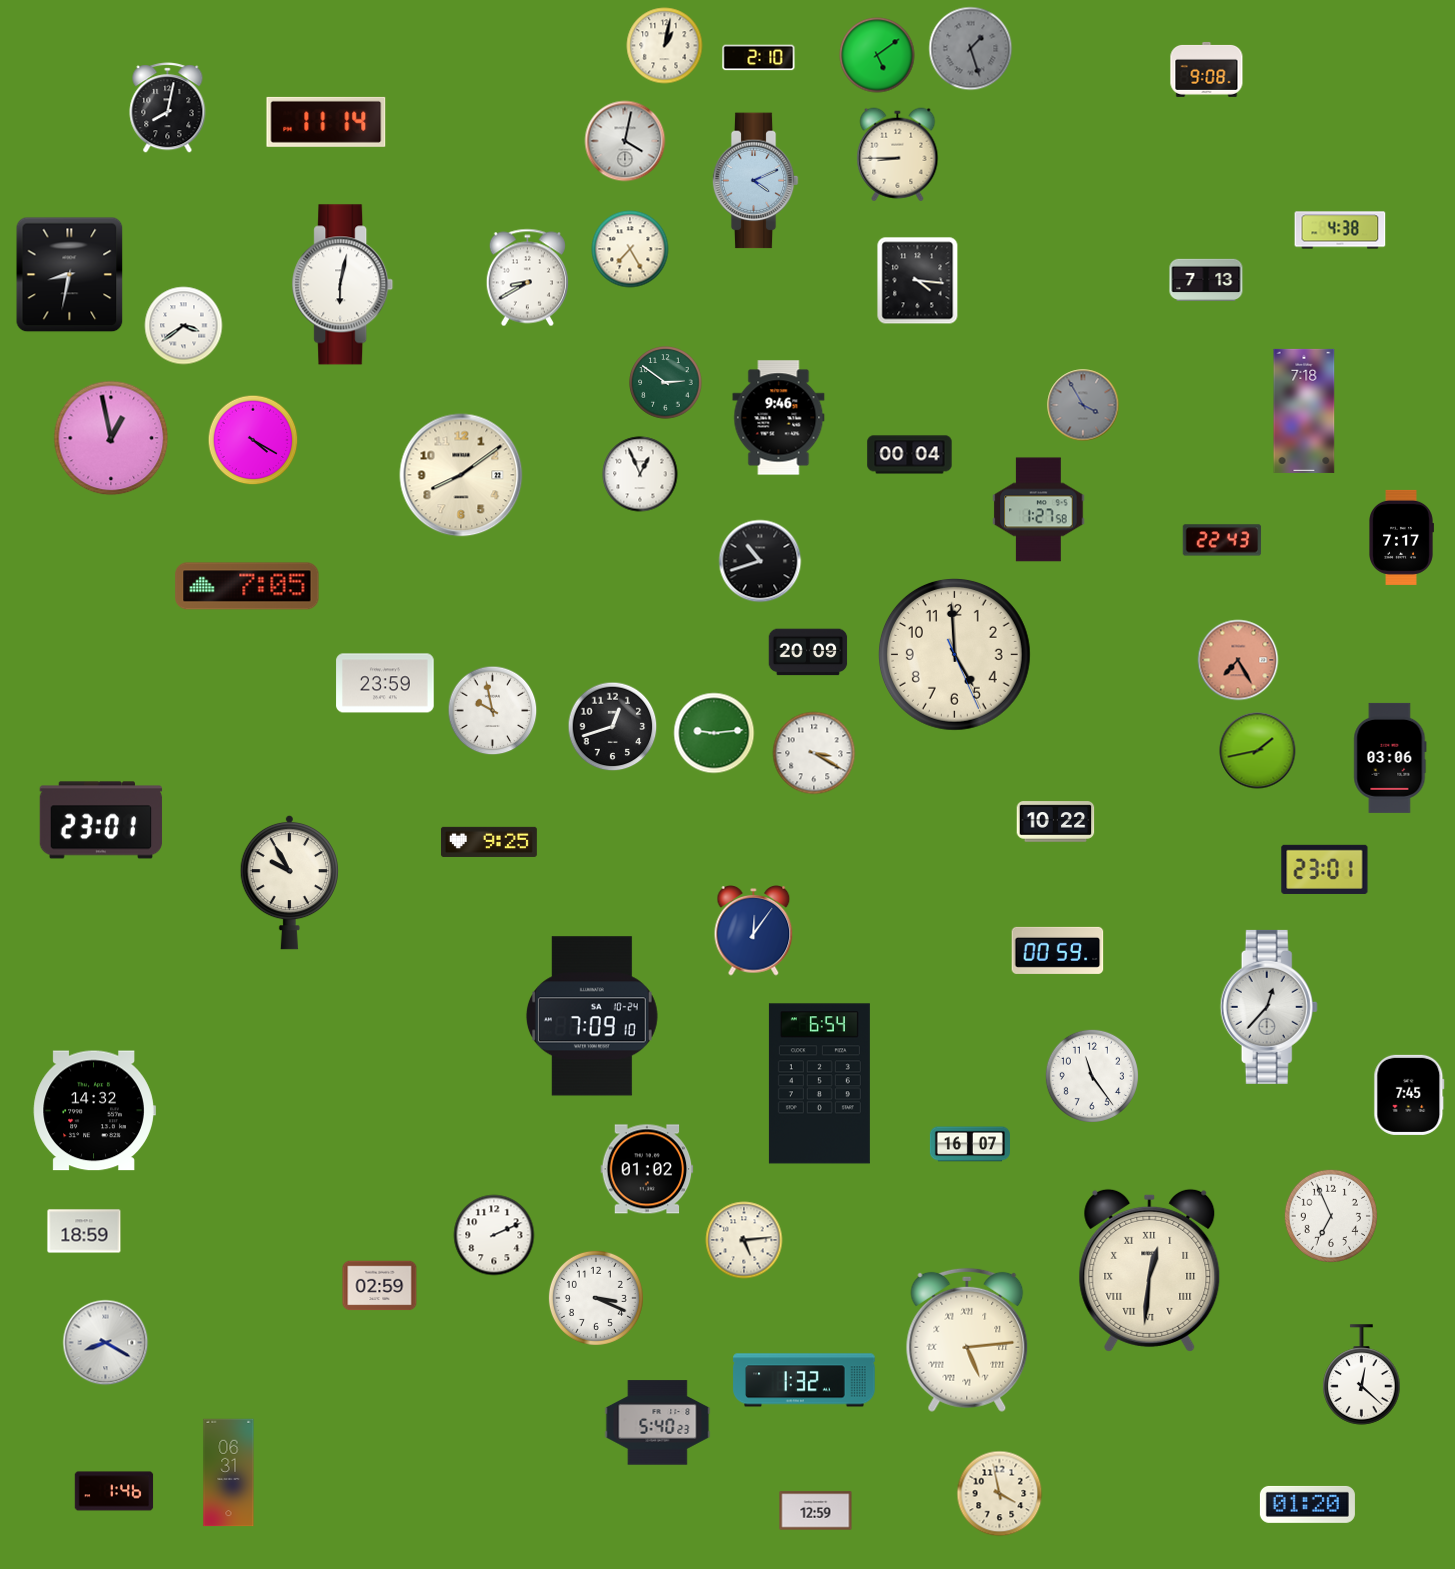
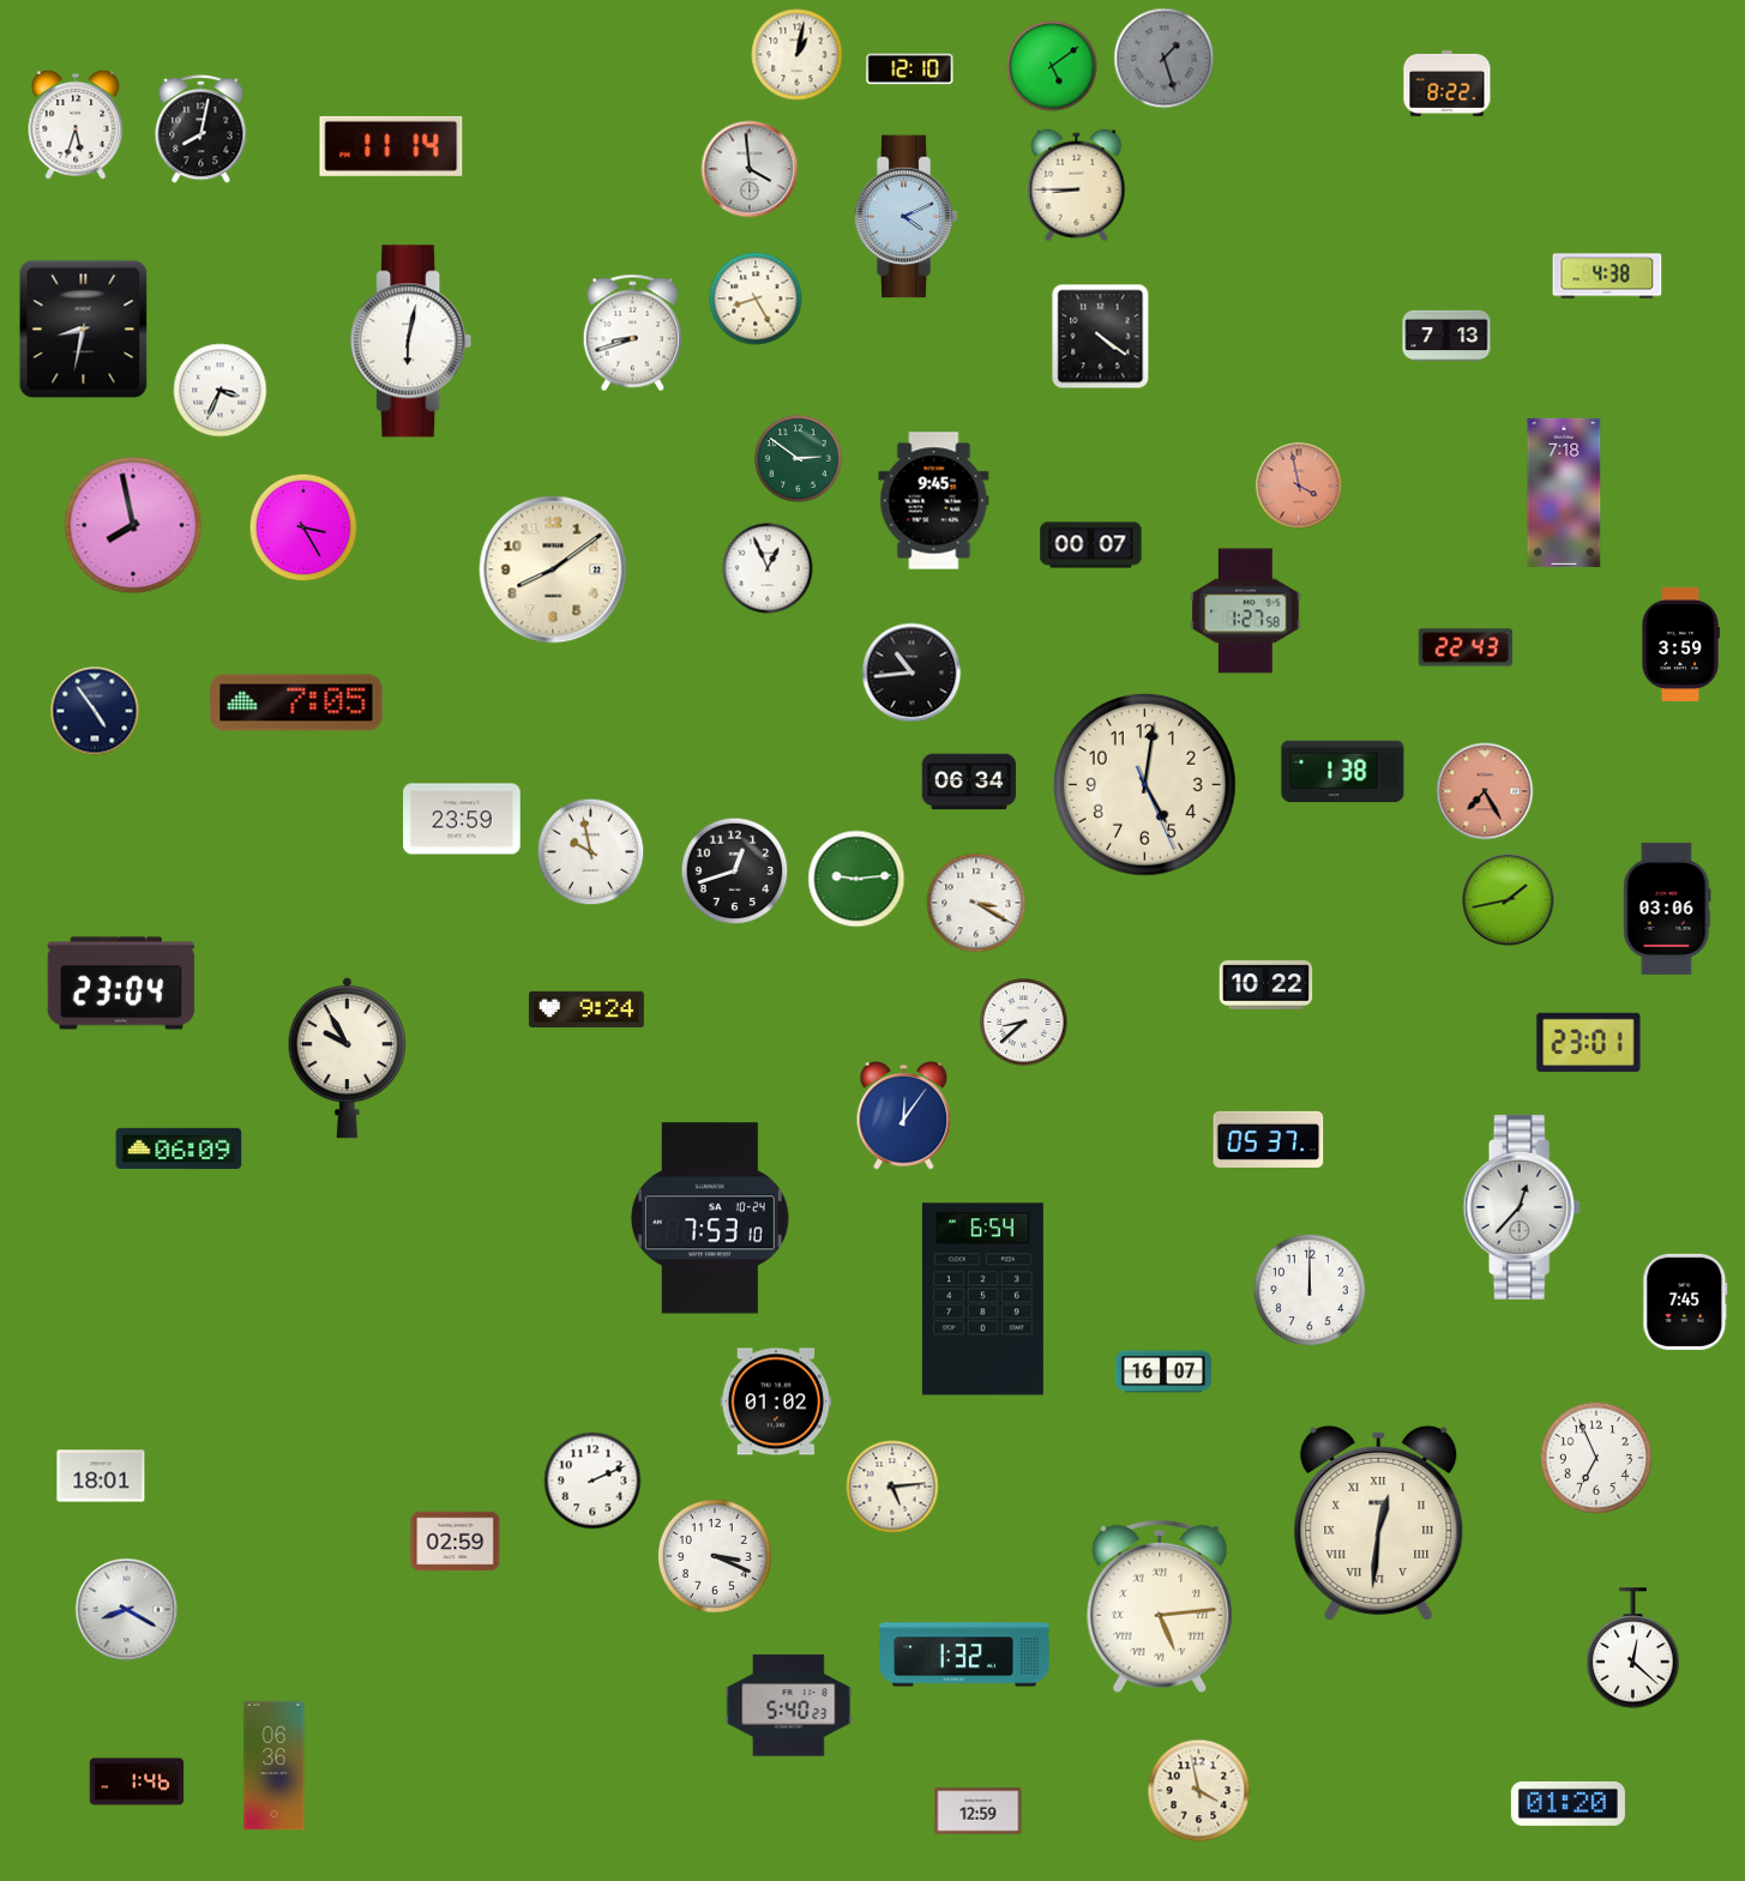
clock at (759, 58): 2:10 -> 12:10
clock at (1207, 69): 9:08 -> 8:22
clock at (76, 125): none -> 5:33
clock at (625, 141): 4:02 -> 3:59
clock at (630, 249): 7:25 -> 8:25
clock at (527, 278): 8:40 -> 8:42
clock at (918, 281): 4:16 -> 4:21
clock at (184, 326): 3:39 -> 3:34
clock at (1083, 405): 3:55 -> 3:58
clock at (1083, 405) dial: grey -> salmon
clock at (779, 418): 9:46 -> 9:45
clock at (111, 438): 12:58 -> 7:58
clock at (253, 440): 4:20 -> 3:25
clock at (910, 455): 00:04 -> 00:07
clock at (1402, 537): 7:17 -> 3:59
clock at (760, 561): 10:42 -> 10:44
clock at (95, 711): none -> 4:54
clock at (1343, 772): none -> 1:38
clock at (808, 652): 20:09 -> 06:34
clock at (954, 654): 4:59 -> 5:01
clock at (101, 820): 23:01 -> 23:04
clock at (489, 842): 9:25 -> 9:24
clock at (1024, 1023): none -> 8:38
clock at (1058, 950): 00:59 -> 05:37
clock at (179, 1149): none -> 06:09
clock at (592, 1016): 7:09 -> 7:53
clock at (1092, 1076): 11:24 -> 12:00
clock at (1409, 1095) position: (1409, 1095) -> (1685, 1302)
clock at (94, 1111): 14:32 -> none
clock at (84, 1231): 18:59 -> 18:01
clock at (229, 1473): 06:31 -> 06:36
clock at (114, 1491) position: (114, 1491) -> (137, 1781)
